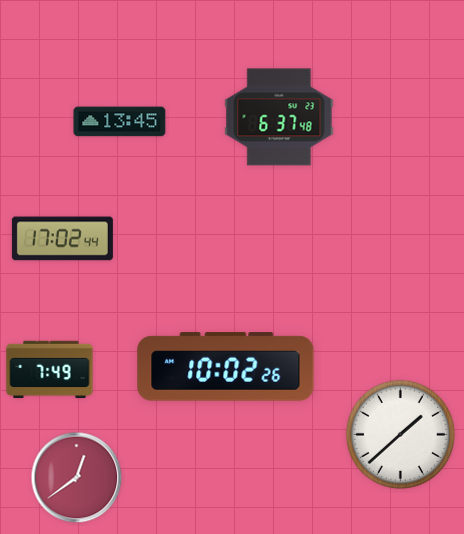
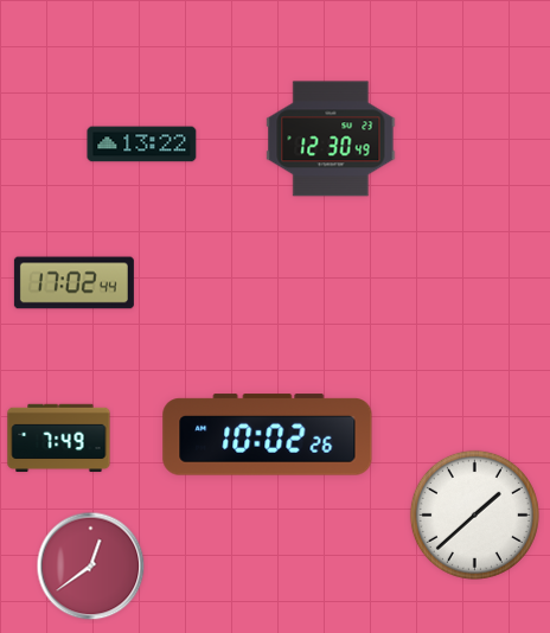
clock at (279, 117): 6:37 -> 12:30
clock at (120, 122): 13:45 -> 13:22
